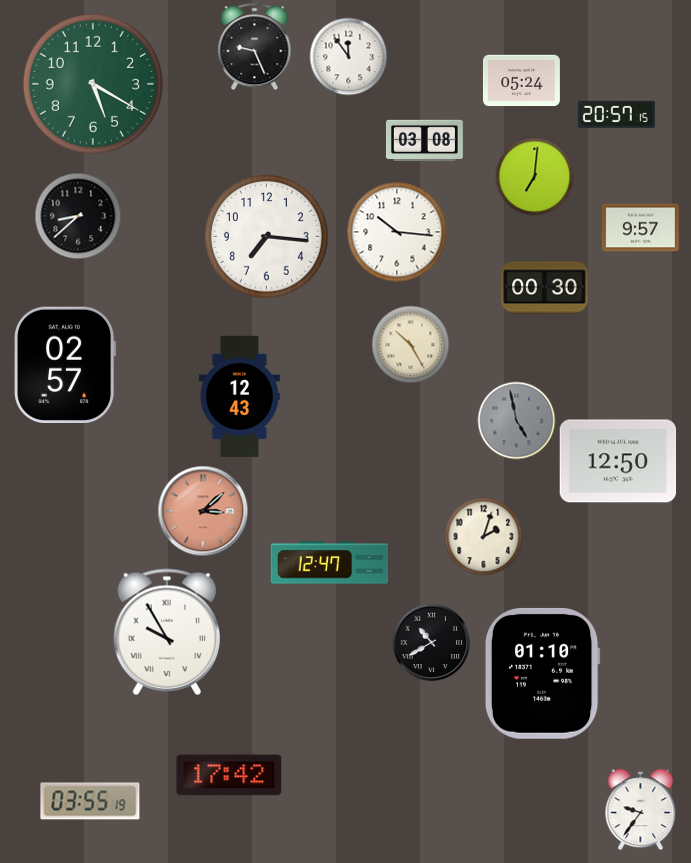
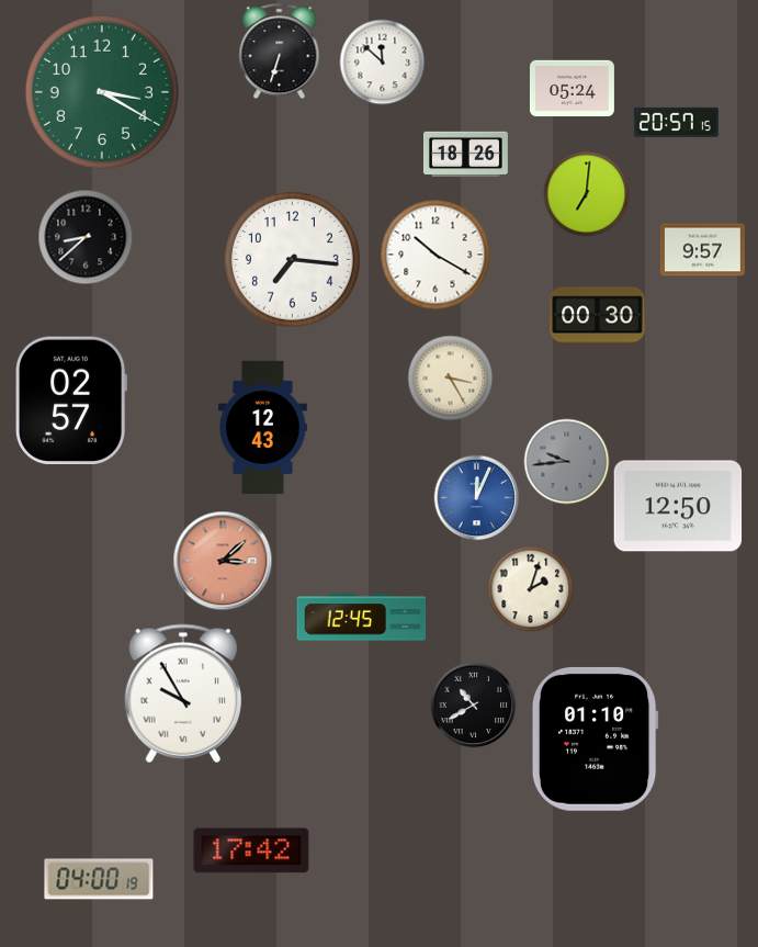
clock at (255, 46): 9:26 -> 6:33
clock at (348, 56): 11:54 -> 11:52
clock at (93, 84): 5:20 -> 3:20
clock at (616, 114) position: (616, 114) -> (676, 122)
clock at (424, 141): 03:08 -> 18:26
clock at (397, 232): 10:16 -> 10:20
clock at (410, 344): 10:25 -> 3:25
clock at (239, 396) position: (239, 396) -> (262, 427)
clock at (516, 420): 4:58 -> 9:44
clock at (476, 497): none -> 12:04
clock at (330, 563): 12:47 -> 12:45
clock at (90, 801): 03:55 -> 04:00
clock at (641, 809): 9:36 -> none
